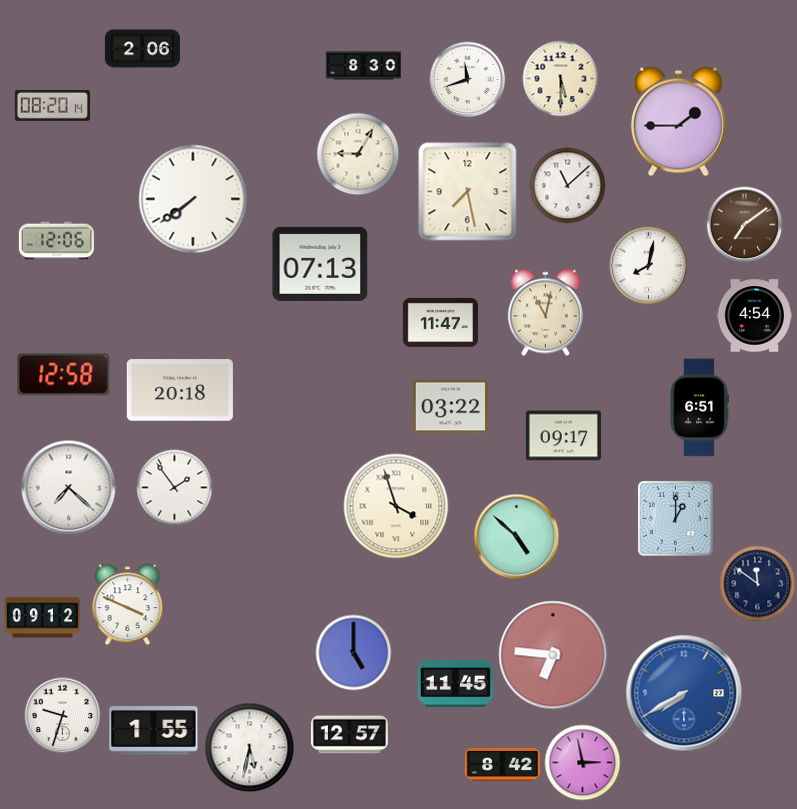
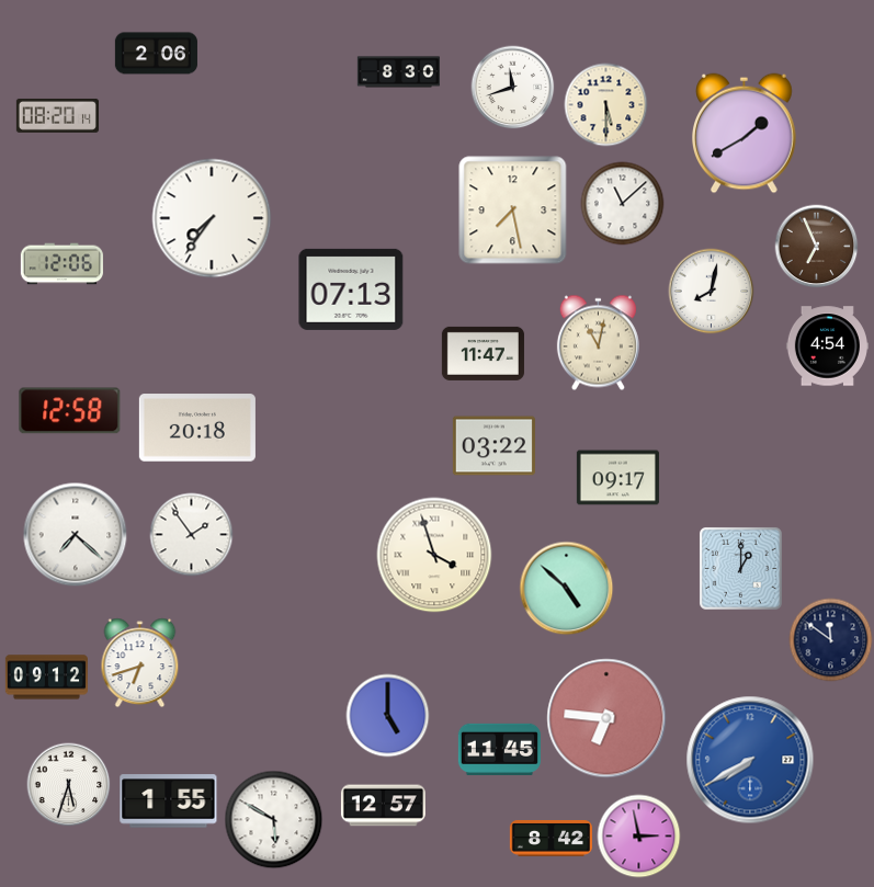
clock at (561, 79) position: (561, 79) -> (606, 105)
clock at (679, 122): 1:45 -> 1:40
clock at (358, 154): 9:05 -> none
clock at (193, 199): 7:39 -> 7:36
clock at (745, 225): 7:09 -> 6:56
clock at (699, 408): 6:51 -> none
clock at (128, 605): 3:49 -> 6:42
clock at (63, 716): 9:33 -> 5:33
clock at (250, 748): 5:32 -> 5:50
